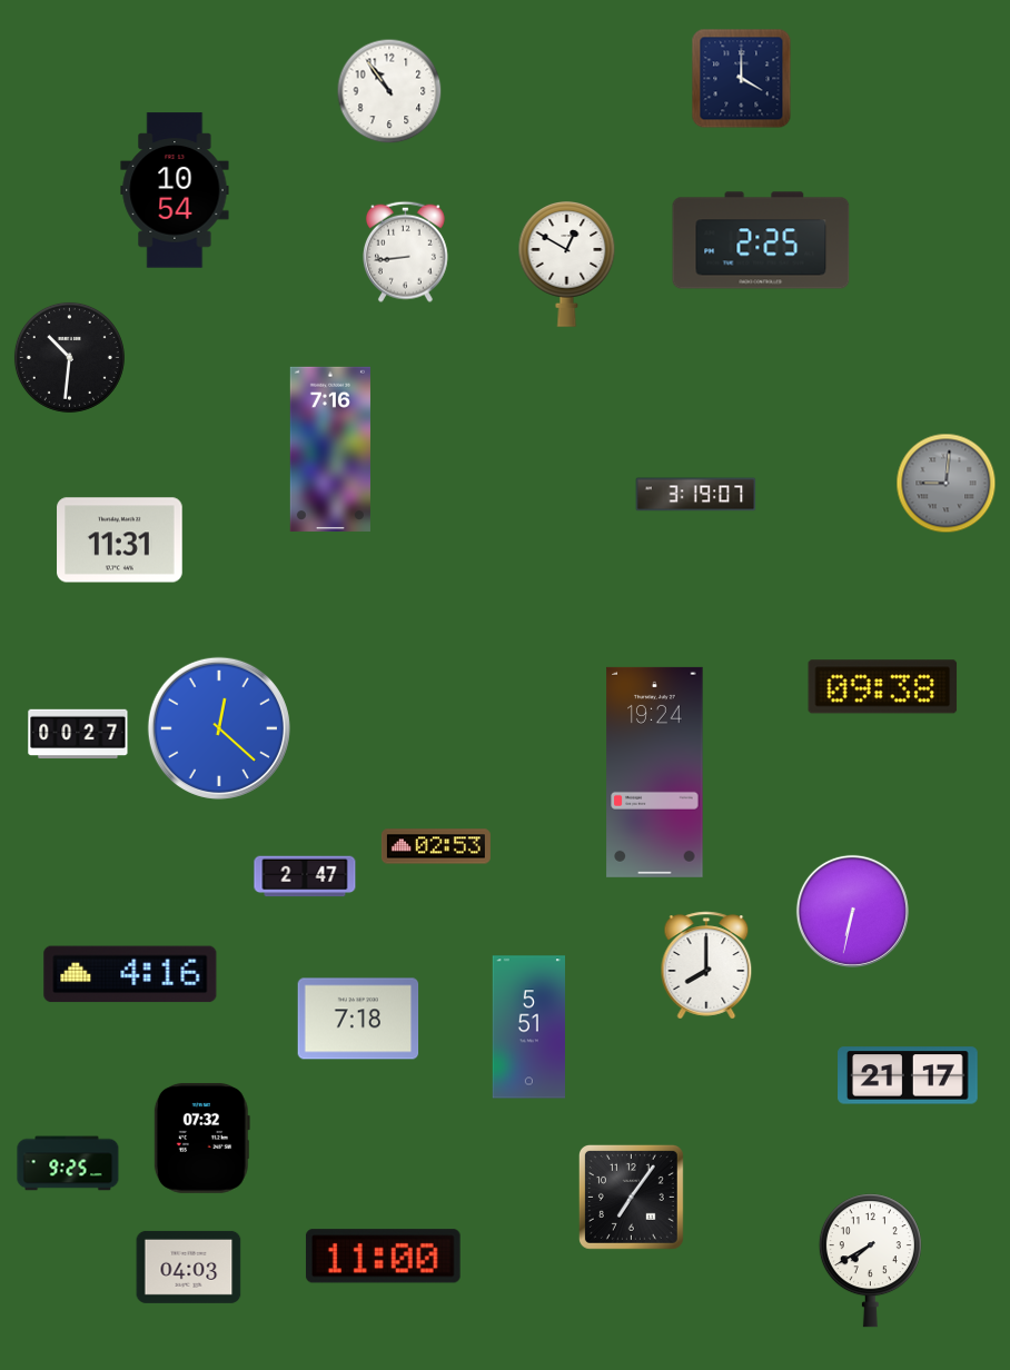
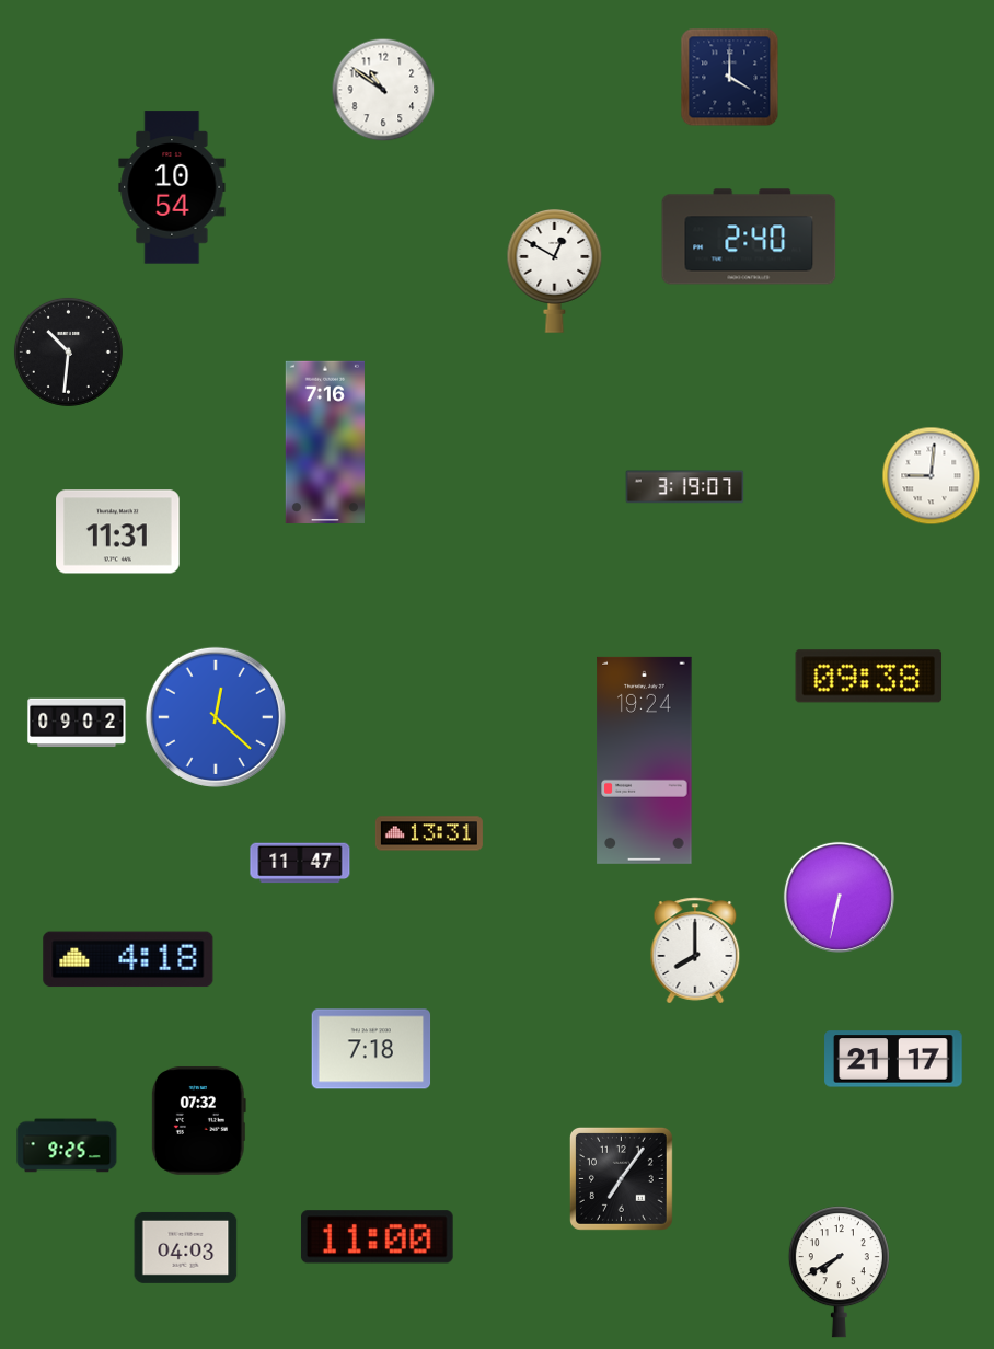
clock at (389, 91): 10:54 -> 10:51
clock at (761, 240): 2:25 -> 2:40
clock at (405, 251): 8:44 -> none
clock at (567, 265) position: (567, 265) -> (555, 272)
clock at (947, 484) dial: grey -> white
clock at (78, 734): 00:27 -> 09:02
clock at (436, 846): 02:53 -> 13:31
clock at (305, 876): 2:47 -> 11:47
clock at (130, 974): 4:16 -> 4:18
clock at (358, 1019) position: (358, 1019) -> (371, 1049)
clock at (528, 1027): 5:51 -> none
clock at (870, 1261) position: (870, 1261) -> (839, 1272)
